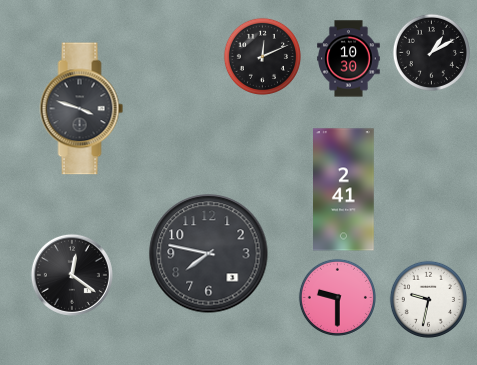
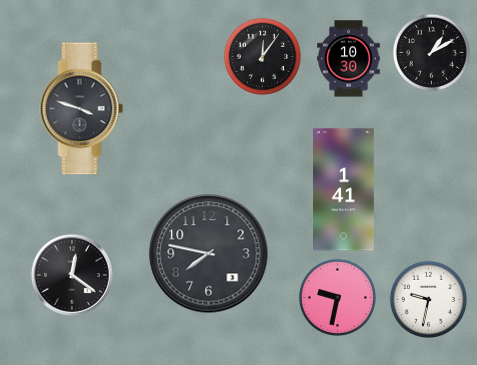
clock at (262, 56): 12:11 -> 12:06
clock at (344, 190): 2:41 -> 1:41
clock at (337, 297): 9:30 -> 9:32
